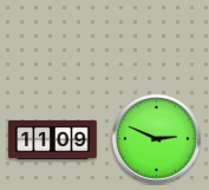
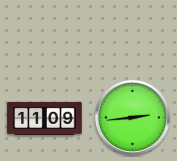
clock at (156, 138): 2:49 -> 2:44
